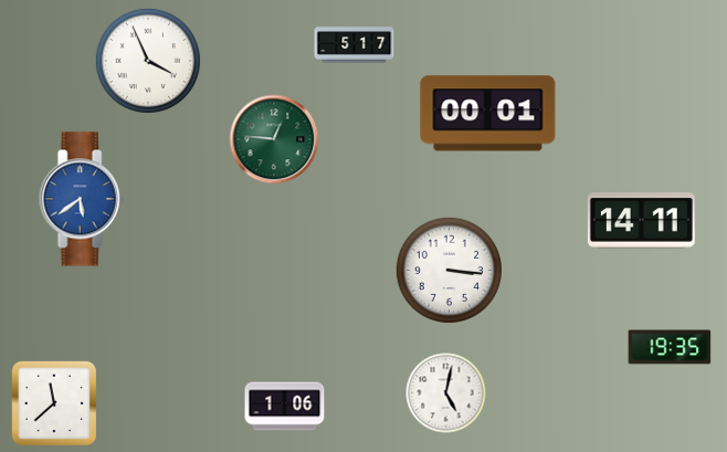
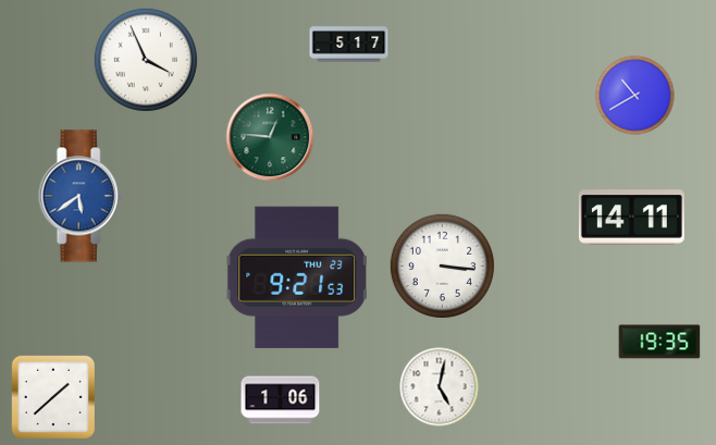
clock at (635, 96): none -> 10:40
clock at (488, 114): 00:01 -> none
clock at (297, 277): none -> 9:21
clock at (54, 403): 11:38 -> 1:38
